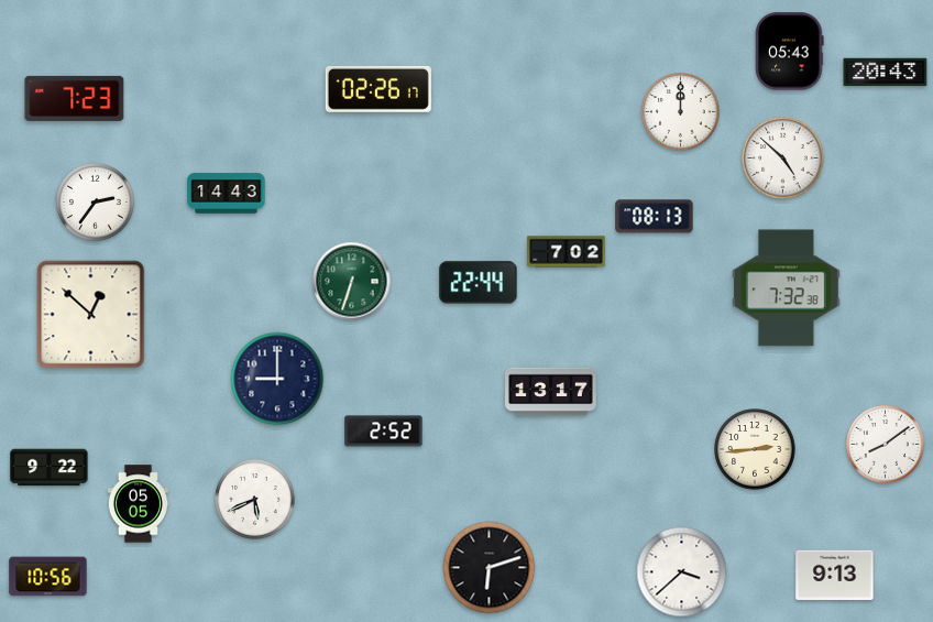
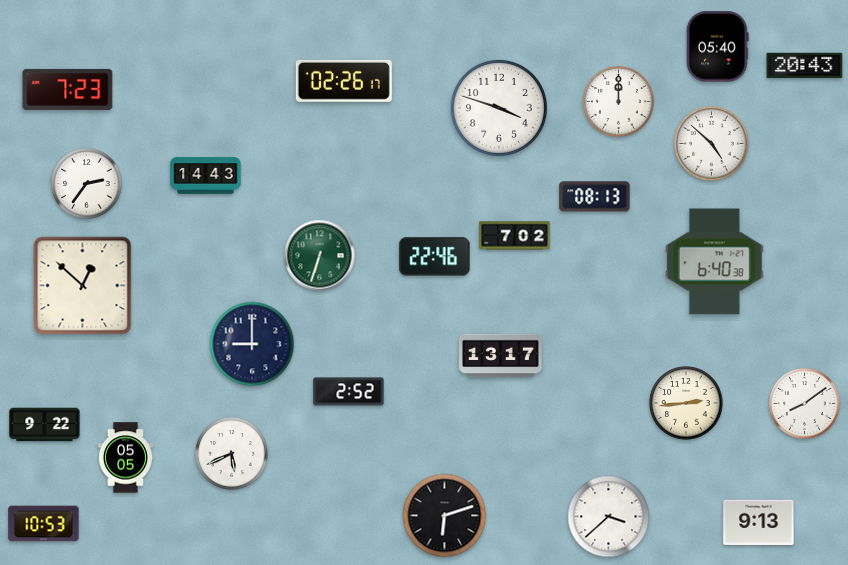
clock at (790, 52): 05:43 -> 05:40
clock at (499, 108): none -> 3:48
clock at (567, 252) position: (567, 252) -> (515, 236)
clock at (479, 283): 22:44 -> 22:46
clock at (786, 288): 7:32 -> 6:40
clock at (755, 449) position: (755, 449) -> (686, 403)
clock at (682, 572) position: (682, 572) -> (609, 517)
clock at (48, 577): 10:56 -> 10:53
